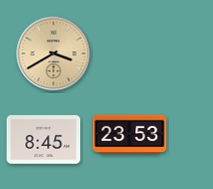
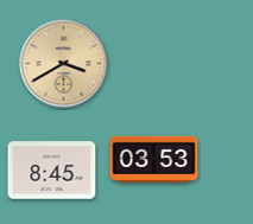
clock at (130, 134): 23:53 -> 03:53
clock at (44, 140) position: (44, 140) -> (52, 171)
